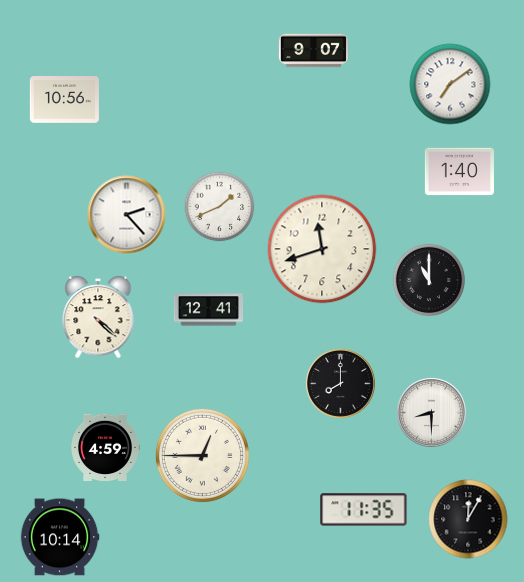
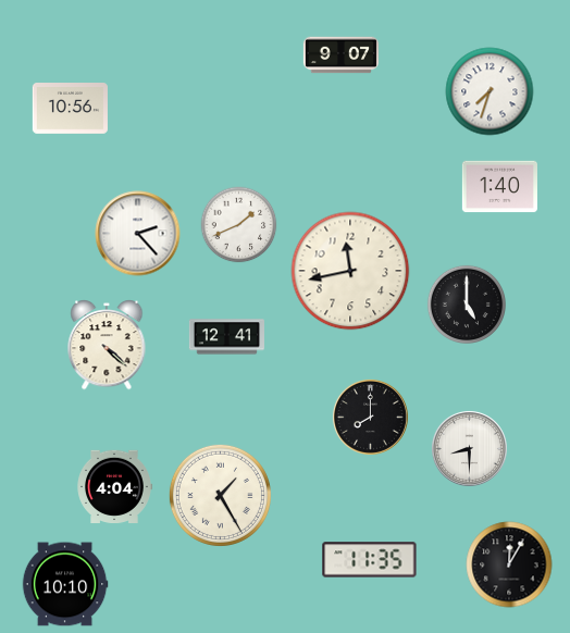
clock at (450, 84): 7:09 -> 7:33
clock at (322, 249): 11:42 -> 11:43
clock at (428, 279): 11:00 -> 5:00
clock at (105, 448): 4:59 -> 4:04
clock at (202, 455): 12:45 -> 1:25
clock at (364, 510) position: (364, 510) -> (370, 560)
clock at (60, 537): 10:14 -> 10:10
